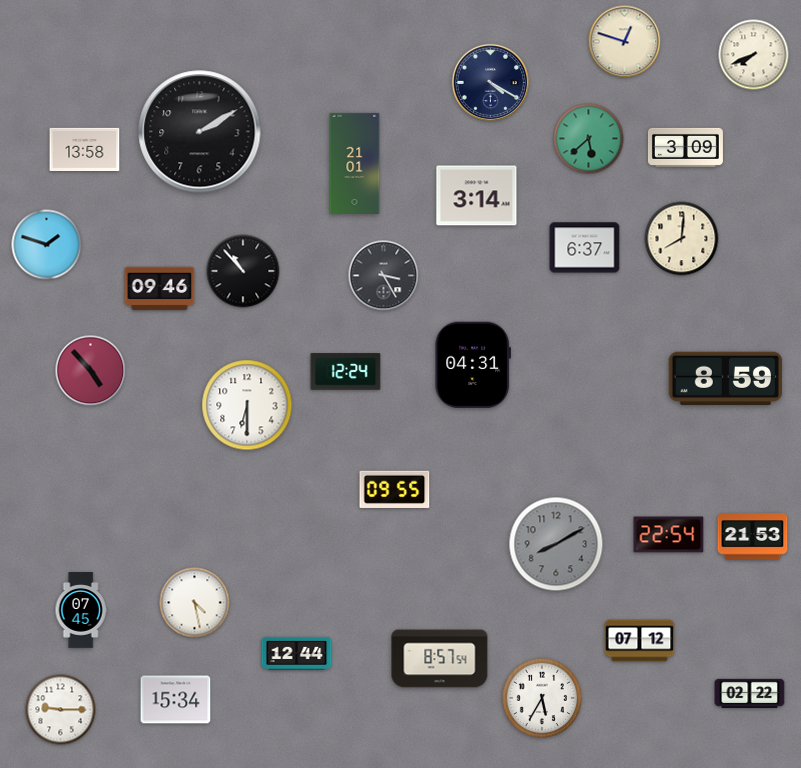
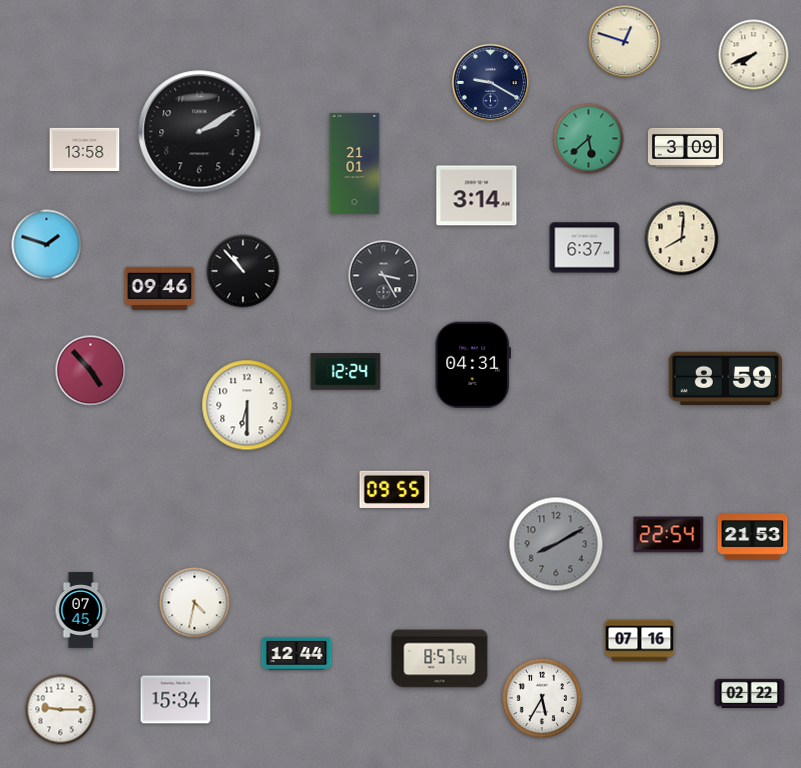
clock at (490, 82): 4:20 -> 9:20
clock at (195, 603): 4:28 -> 4:32
clock at (640, 641): 07:12 -> 07:16
